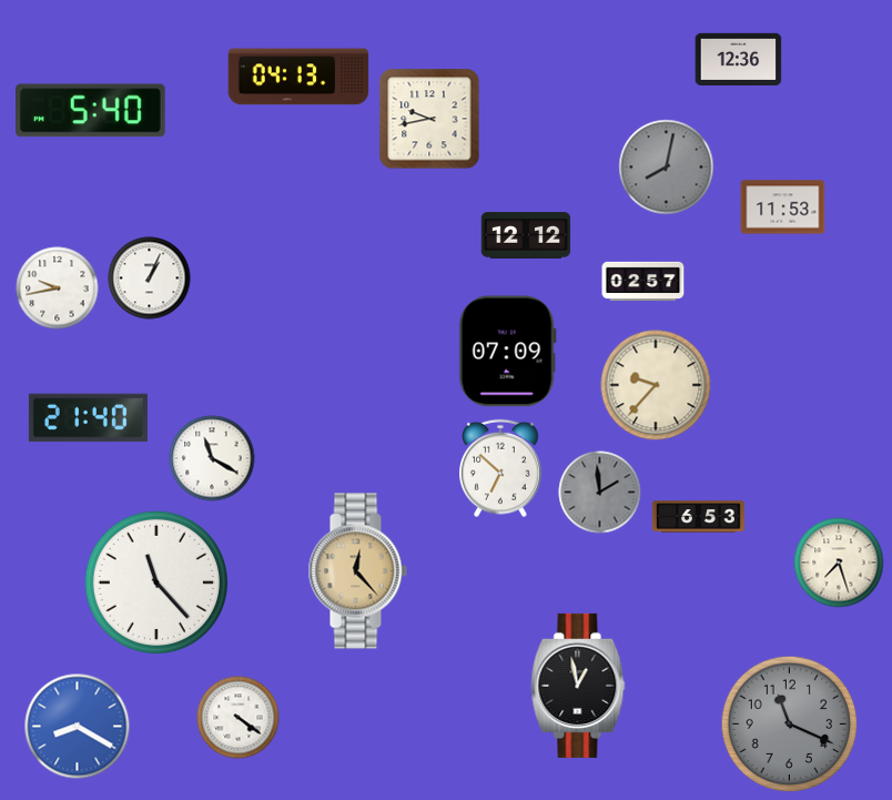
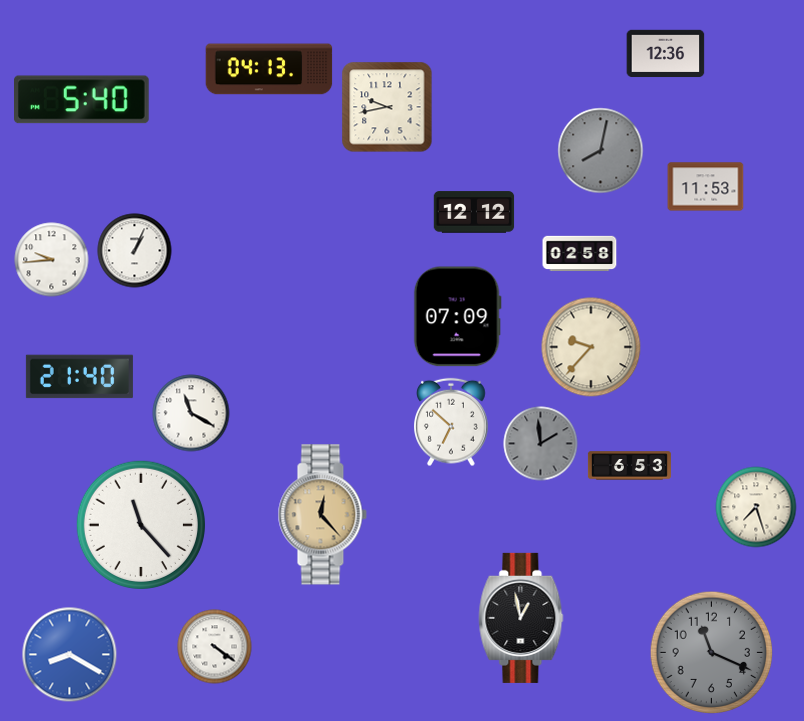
clock at (643, 281): 02:57 -> 02:58
clock at (58, 288): 9:43 -> 9:44
